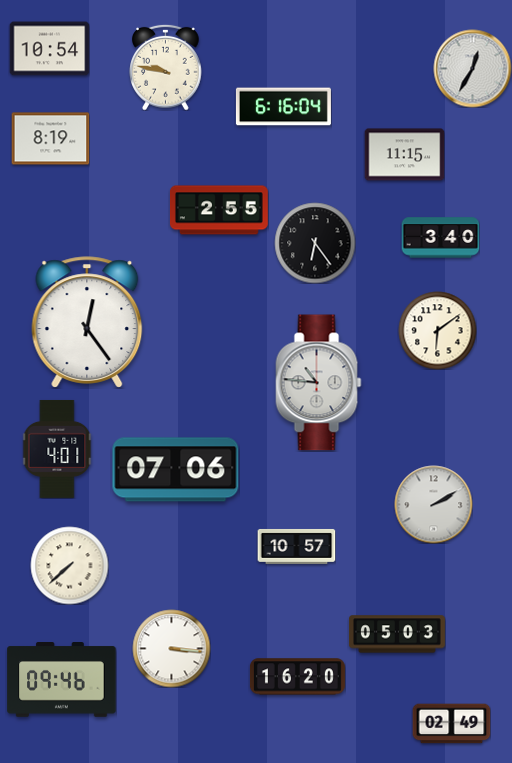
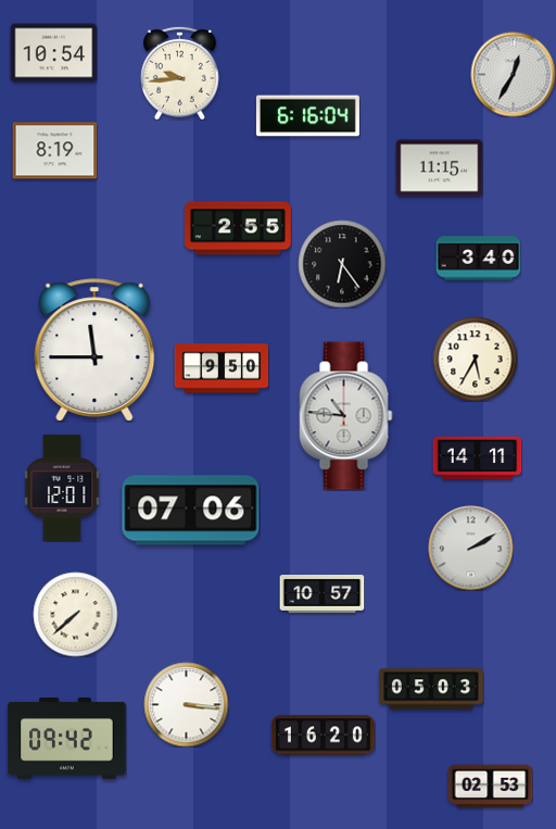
clock at (166, 67): 9:47 -> 9:44
clock at (87, 322): 12:24 -> 11:45
clock at (437, 330): 6:09 -> 5:35
clock at (222, 368): none -> 9:50
clock at (477, 459): none -> 14:11
clock at (57, 449): 4:01 -> 12:01
clock at (62, 680): 09:46 -> 09:42
clock at (451, 724): 02:49 -> 02:53
